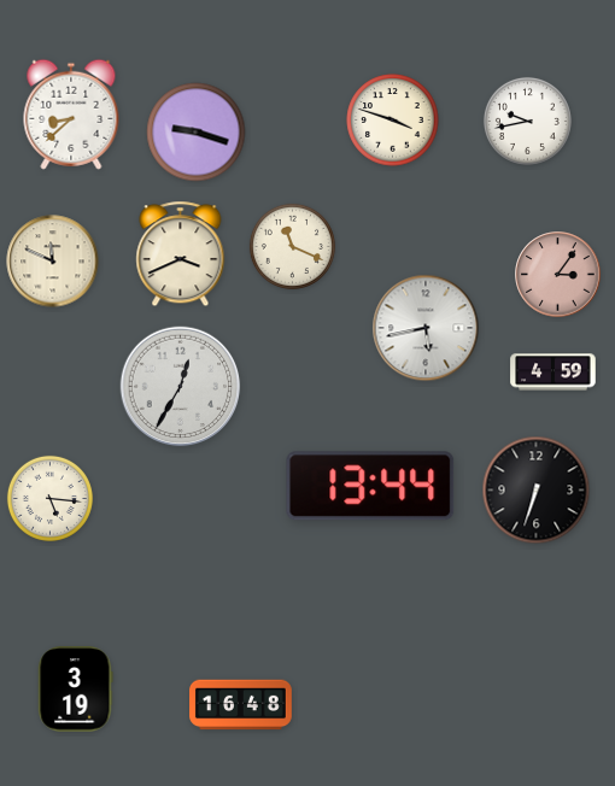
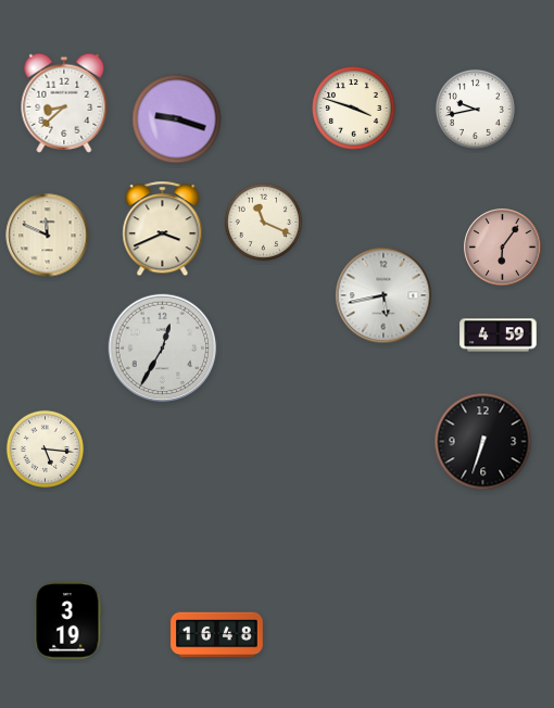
clock at (558, 275): 3:06 -> 6:06
clock at (370, 486): 13:44 -> none
